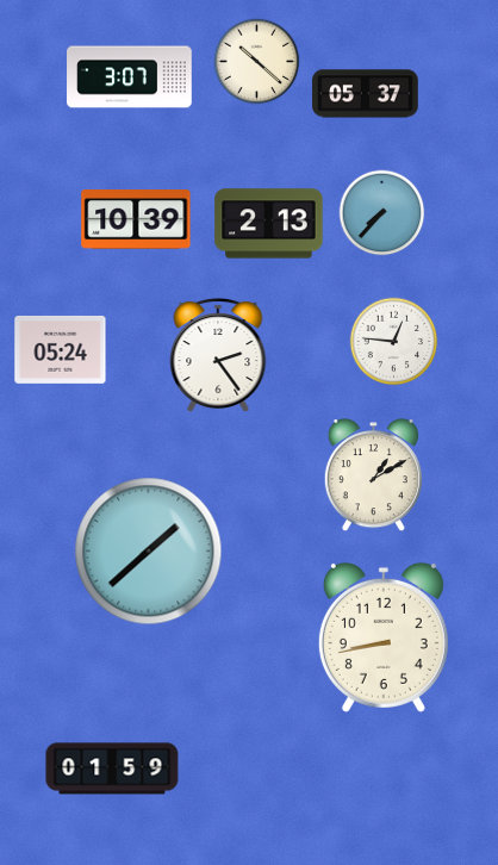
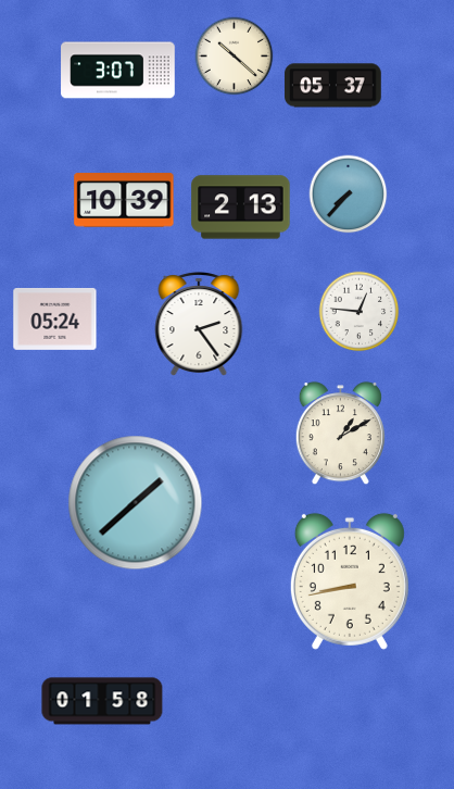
clock at (269, 224) position: (269, 224) -> (241, 208)
clock at (112, 768): 01:59 -> 01:58
